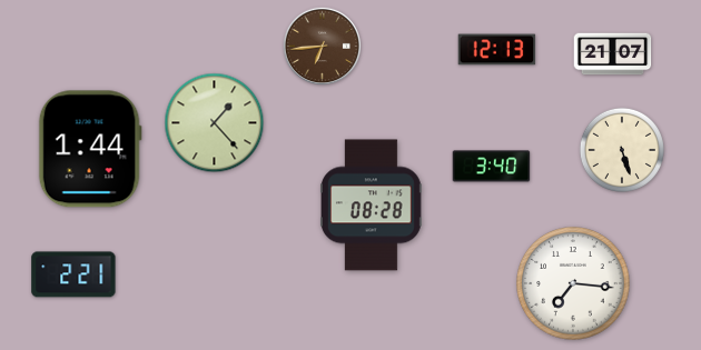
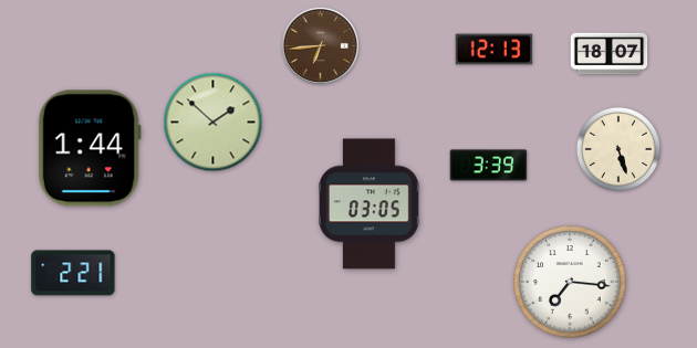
clock at (613, 54): 21:07 -> 18:07
clock at (215, 123): 1:23 -> 1:52
clock at (492, 167): 3:40 -> 3:39
clock at (372, 206): 08:28 -> 03:05
